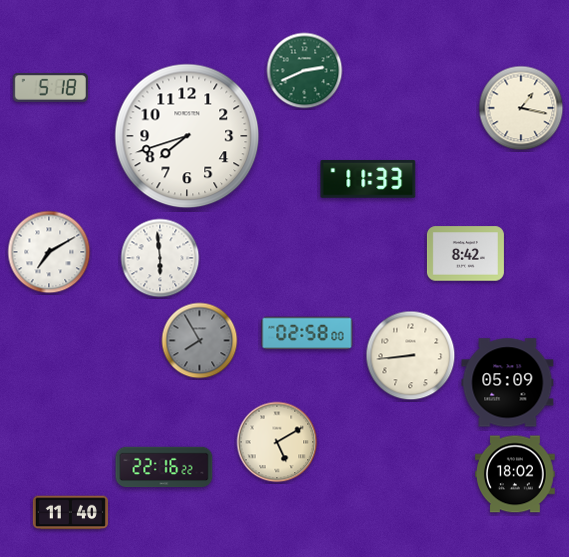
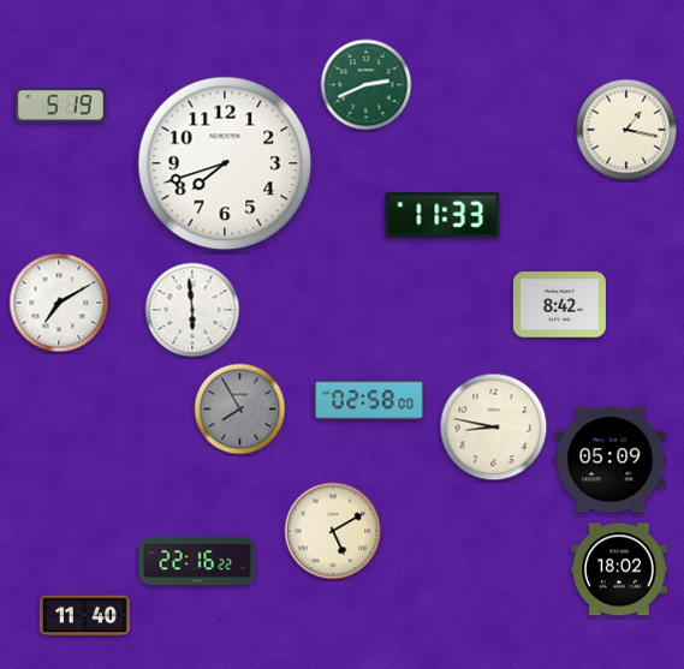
clock at (50, 87): 5:18 -> 5:19
clock at (411, 356): 8:44 -> 8:47
